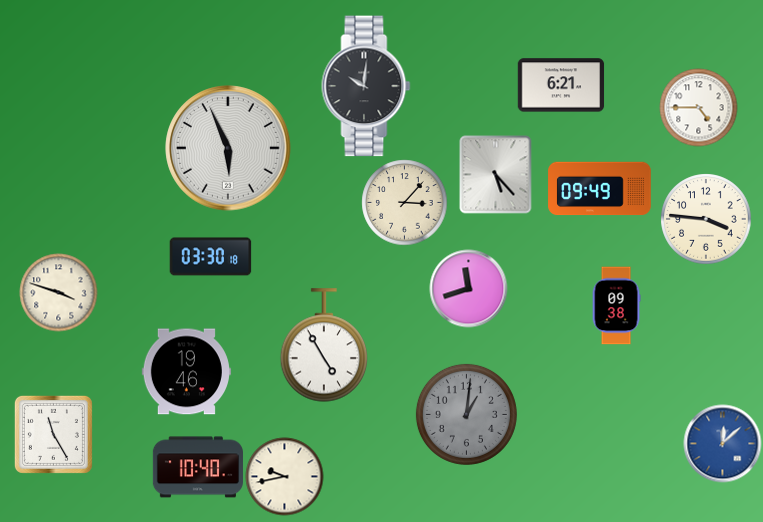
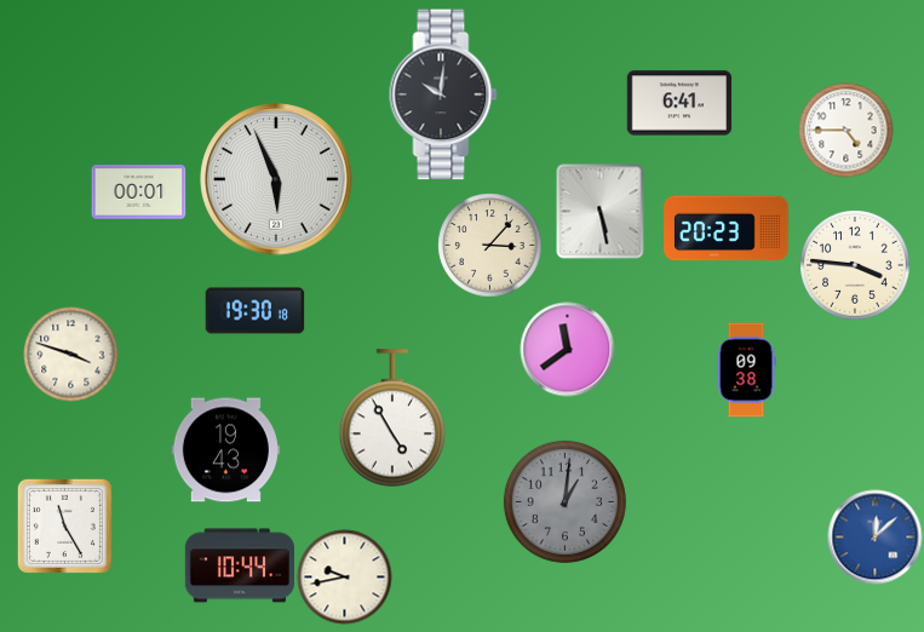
clock at (561, 85): 6:21 -> 6:41
clock at (366, 86) position: (366, 86) -> (443, 94)
clock at (138, 193): none -> 00:01
clock at (496, 174): 5:23 -> 5:28
clock at (600, 189): 09:49 -> 20:23
clock at (210, 257): 03:30 -> 19:30
clock at (468, 288): 11:42 -> 11:39
clock at (186, 372): 19:46 -> 19:43
clock at (198, 467): 10:40 -> 10:44
